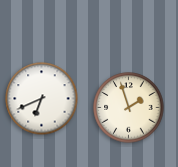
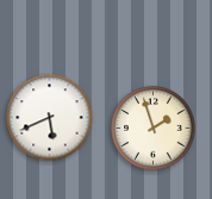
clock at (42, 99): 6:41 -> 5:41
